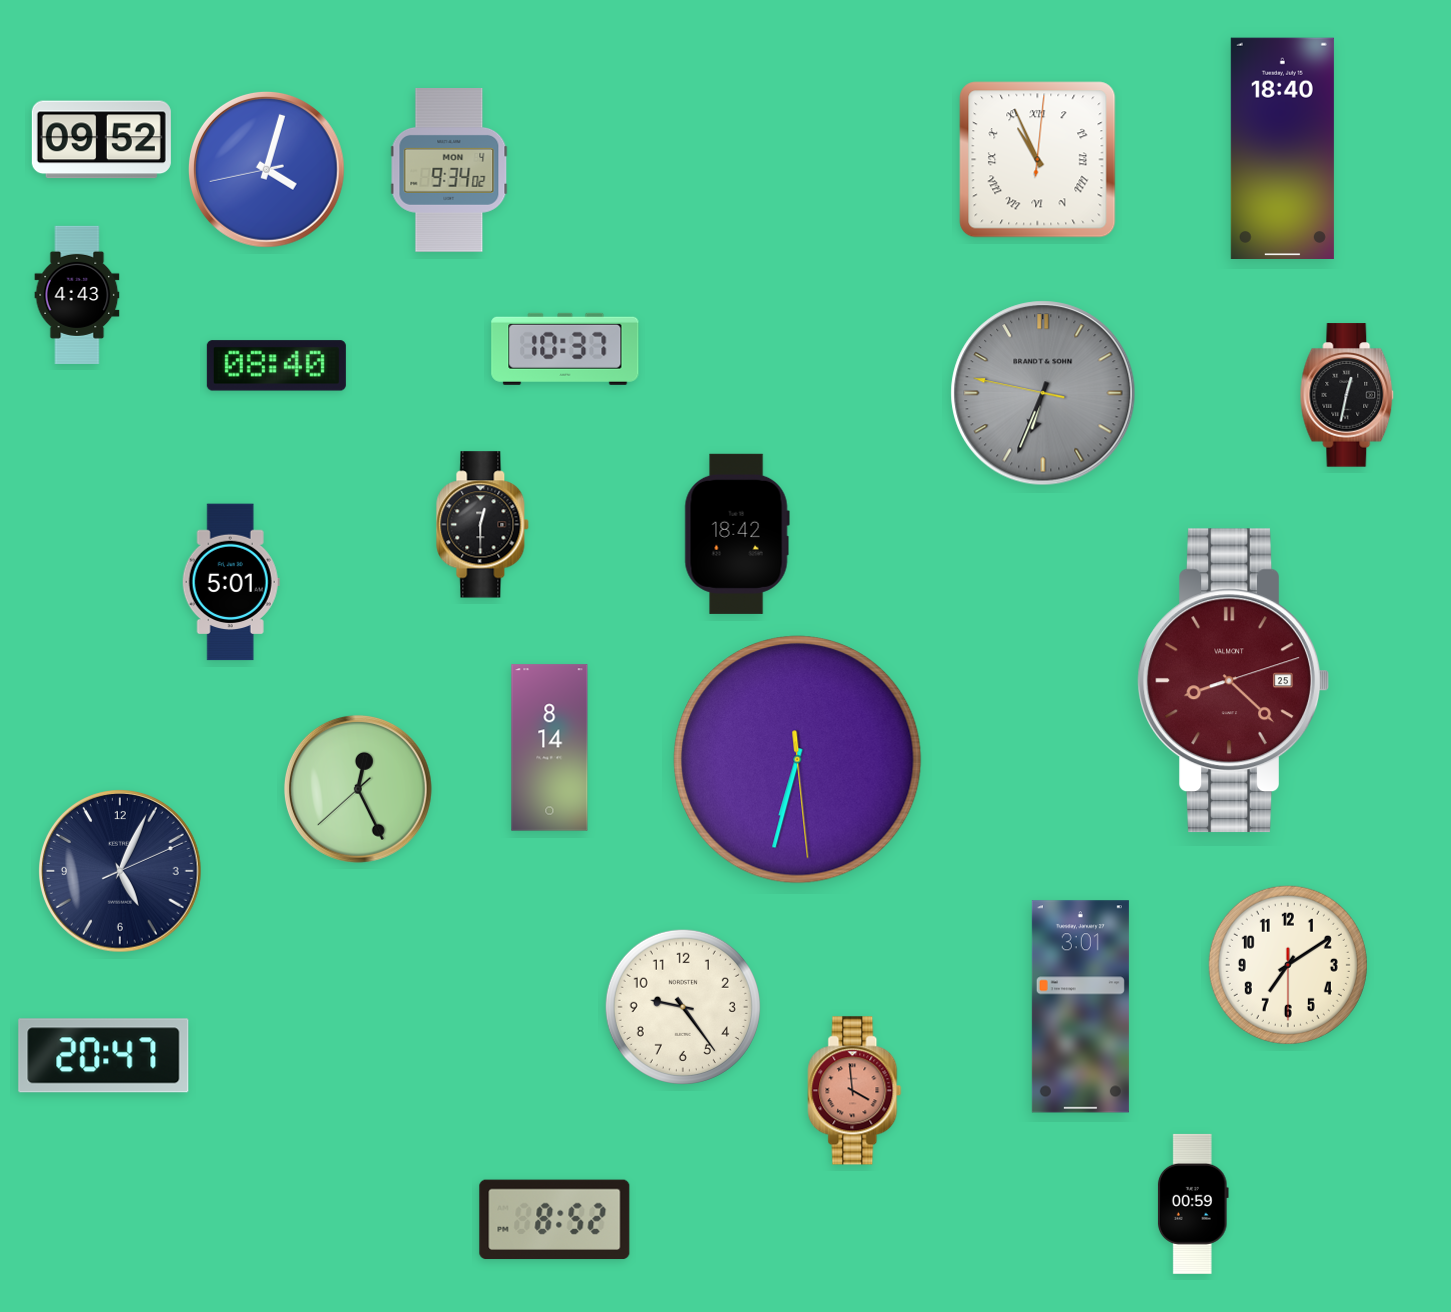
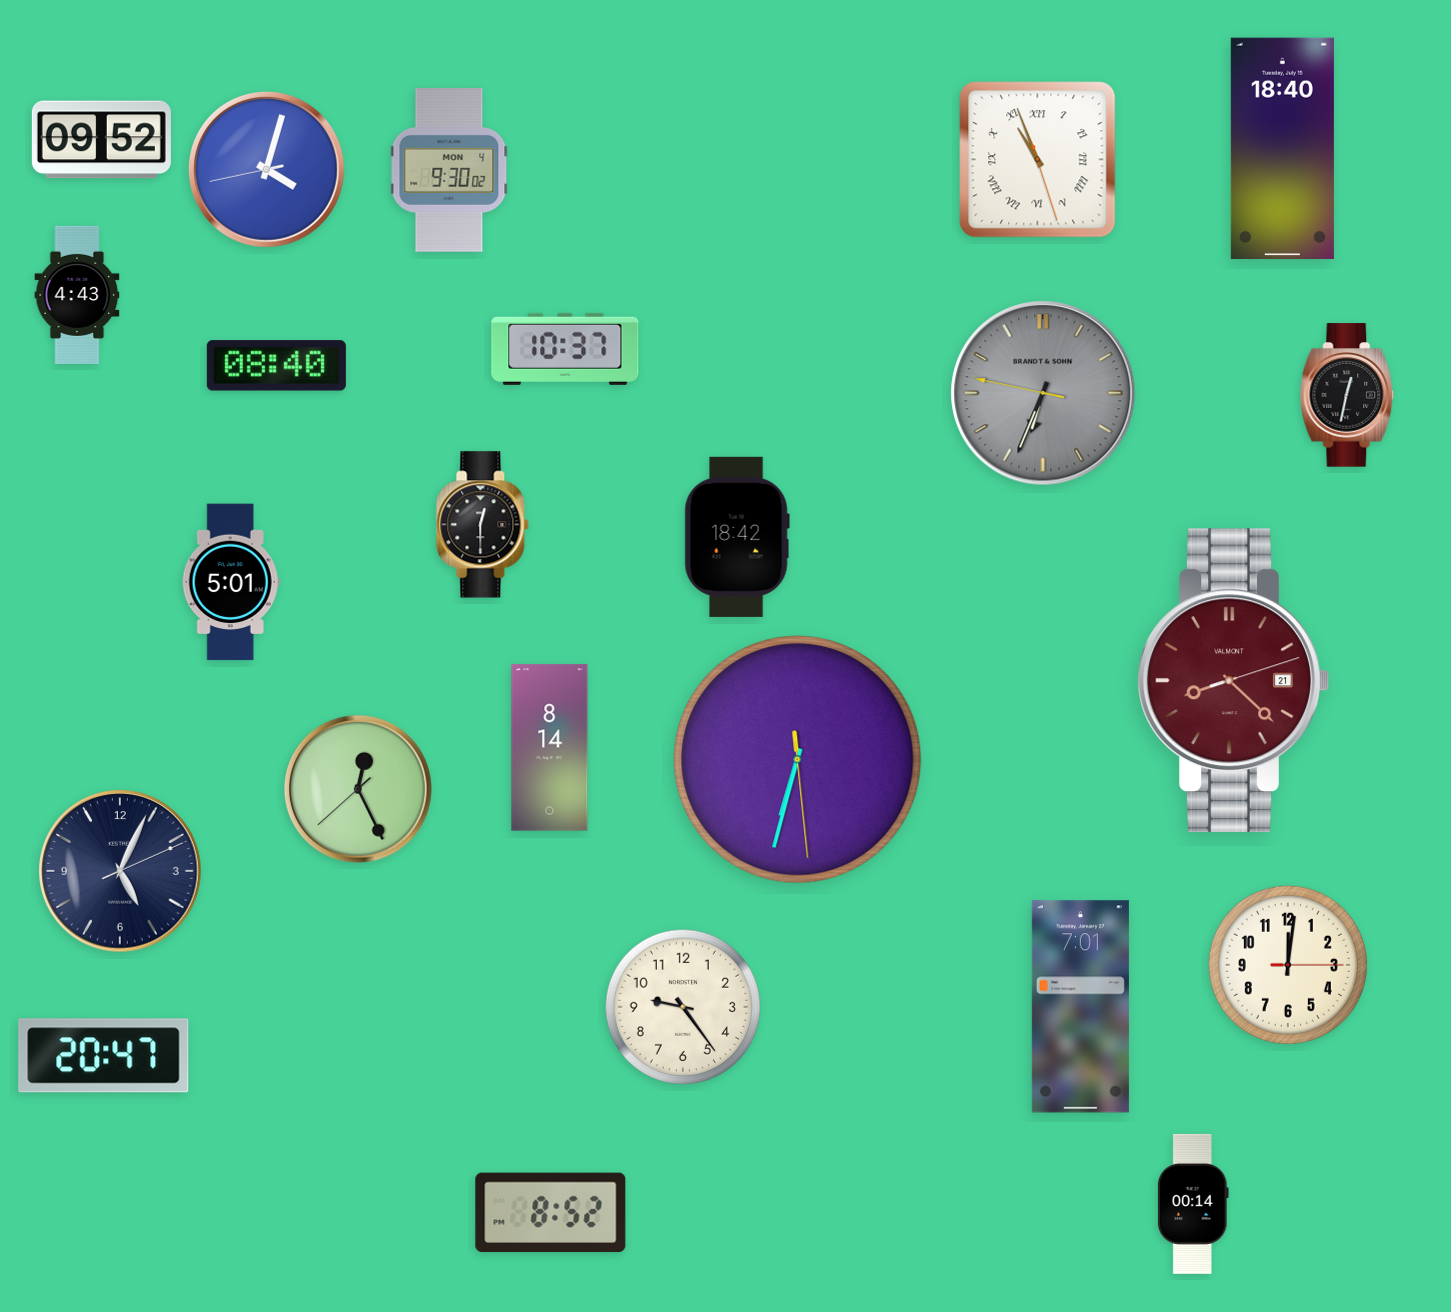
clock at (1038, 160): 10:56:01 -> 10:56:27
clock at (449, 171): 9:34 -> 9:30
clock at (737, 534) position: (737, 534) -> (737, 537)
clock at (1233, 681) date: 25 -> 21
clock at (1288, 965): 7:09 -> 12:01
clock at (1080, 1007): 3:01 -> 7:01
clock at (855, 1091): 3:59 -> none
clock at (1193, 1204): 00:59 -> 00:14
clock at (555, 1220) position: (555, 1220) -> (551, 1213)
